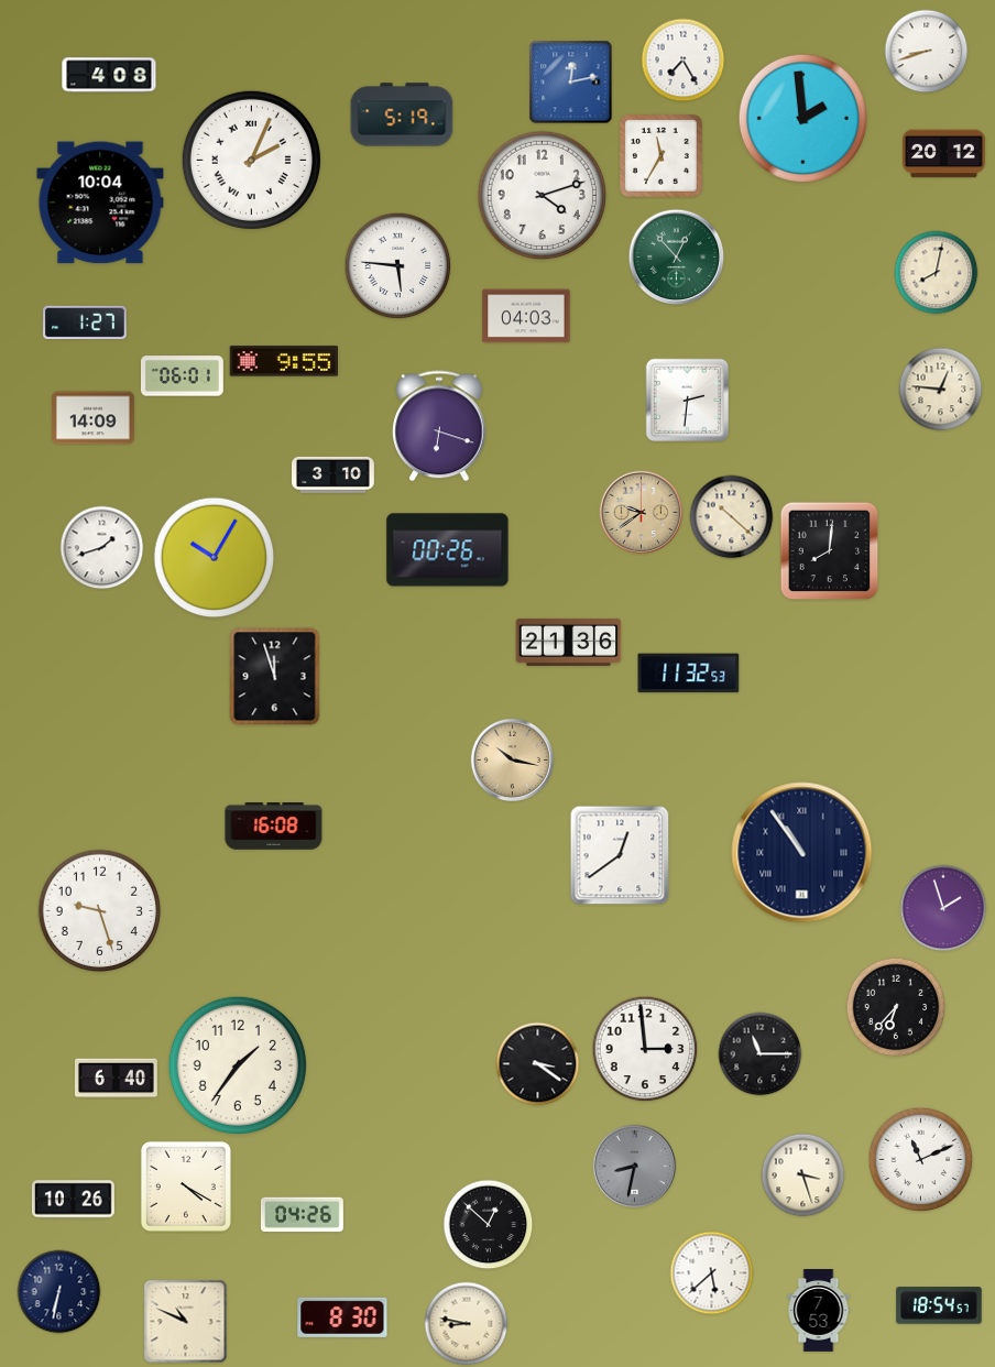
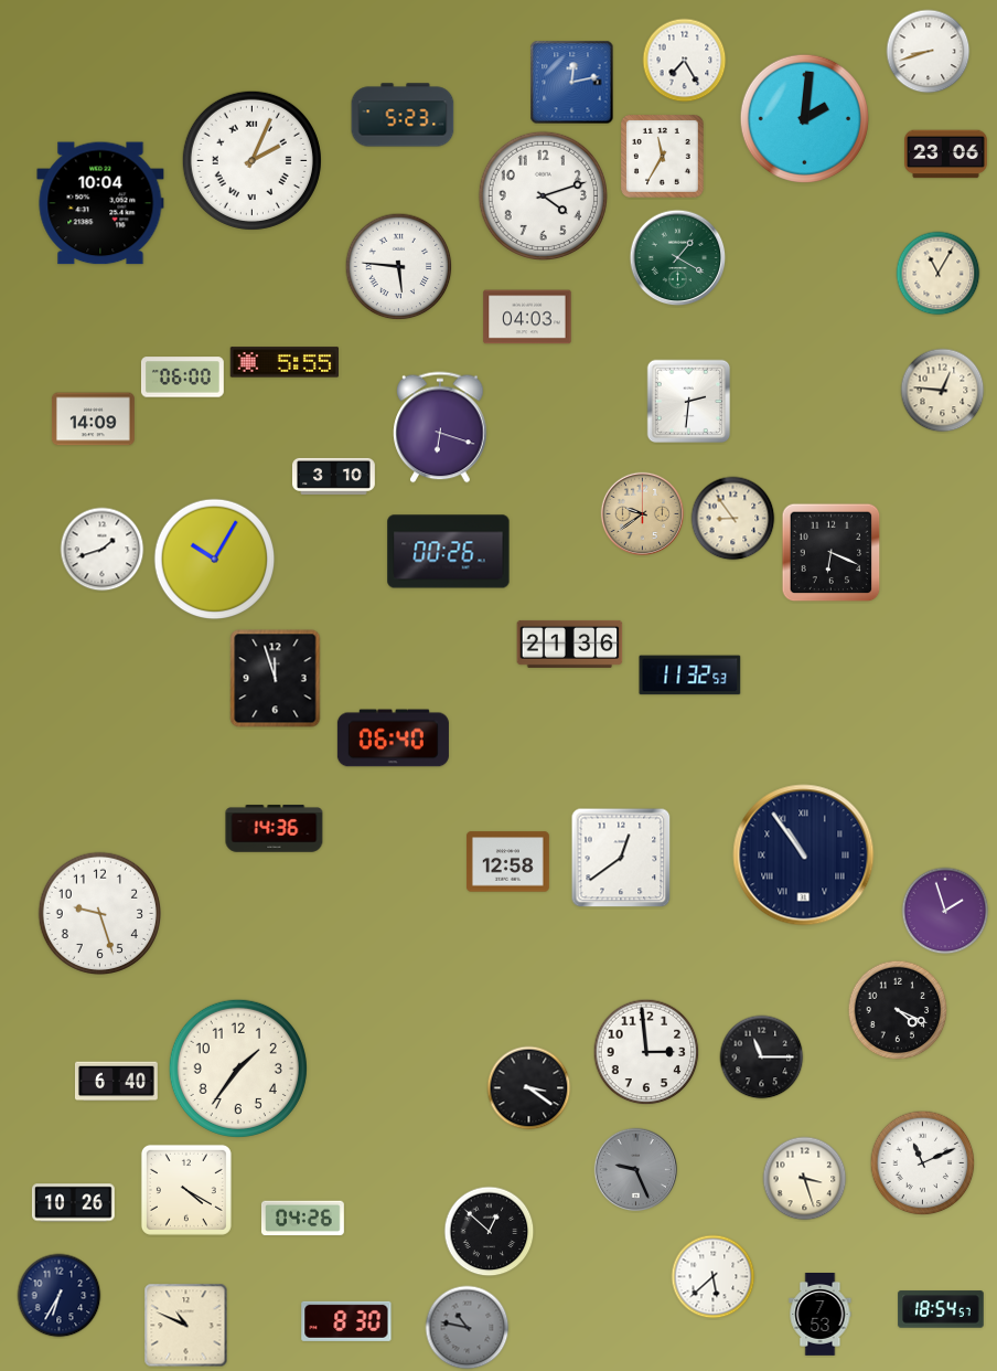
clock at (109, 75): 4:08 -> none
clock at (402, 114): 5:19 -> 5:23
clock at (802, 118): 1:59 -> 2:01
clock at (944, 154): 20:12 -> 23:06
clock at (677, 258): 12:53 -> 1:20
clock at (937, 273): 8:02 -> 11:05
clock at (85, 322): 1:27 -> none
clock at (283, 361): 9:55 -> 5:55
clock at (182, 376): 06:01 -> 06:00
clock at (732, 517): 10:22 -> 8:54
clock at (830, 551): 8:01 -> 6:19
clock at (393, 738): none -> 06:40
clock at (512, 759): 10:17 -> none
clock at (274, 827): 16:08 -> 14:36
clock at (508, 862): none -> 12:58
clock at (896, 1007): 6:37 -> 4:19
clock at (538, 1064) position: (538, 1064) -> (529, 1088)
clock at (634, 1166): 8:32 -> 9:26
clock at (489, 1225) position: (489, 1225) -> (490, 1232)
clock at (59, 1292): 6:32 -> 6:35
clock at (342, 1317) position: (342, 1317) -> (346, 1321)
clock at (467, 1324): 8:47 -> 10:47
clock at (467, 1324) dial: cream -> grey
